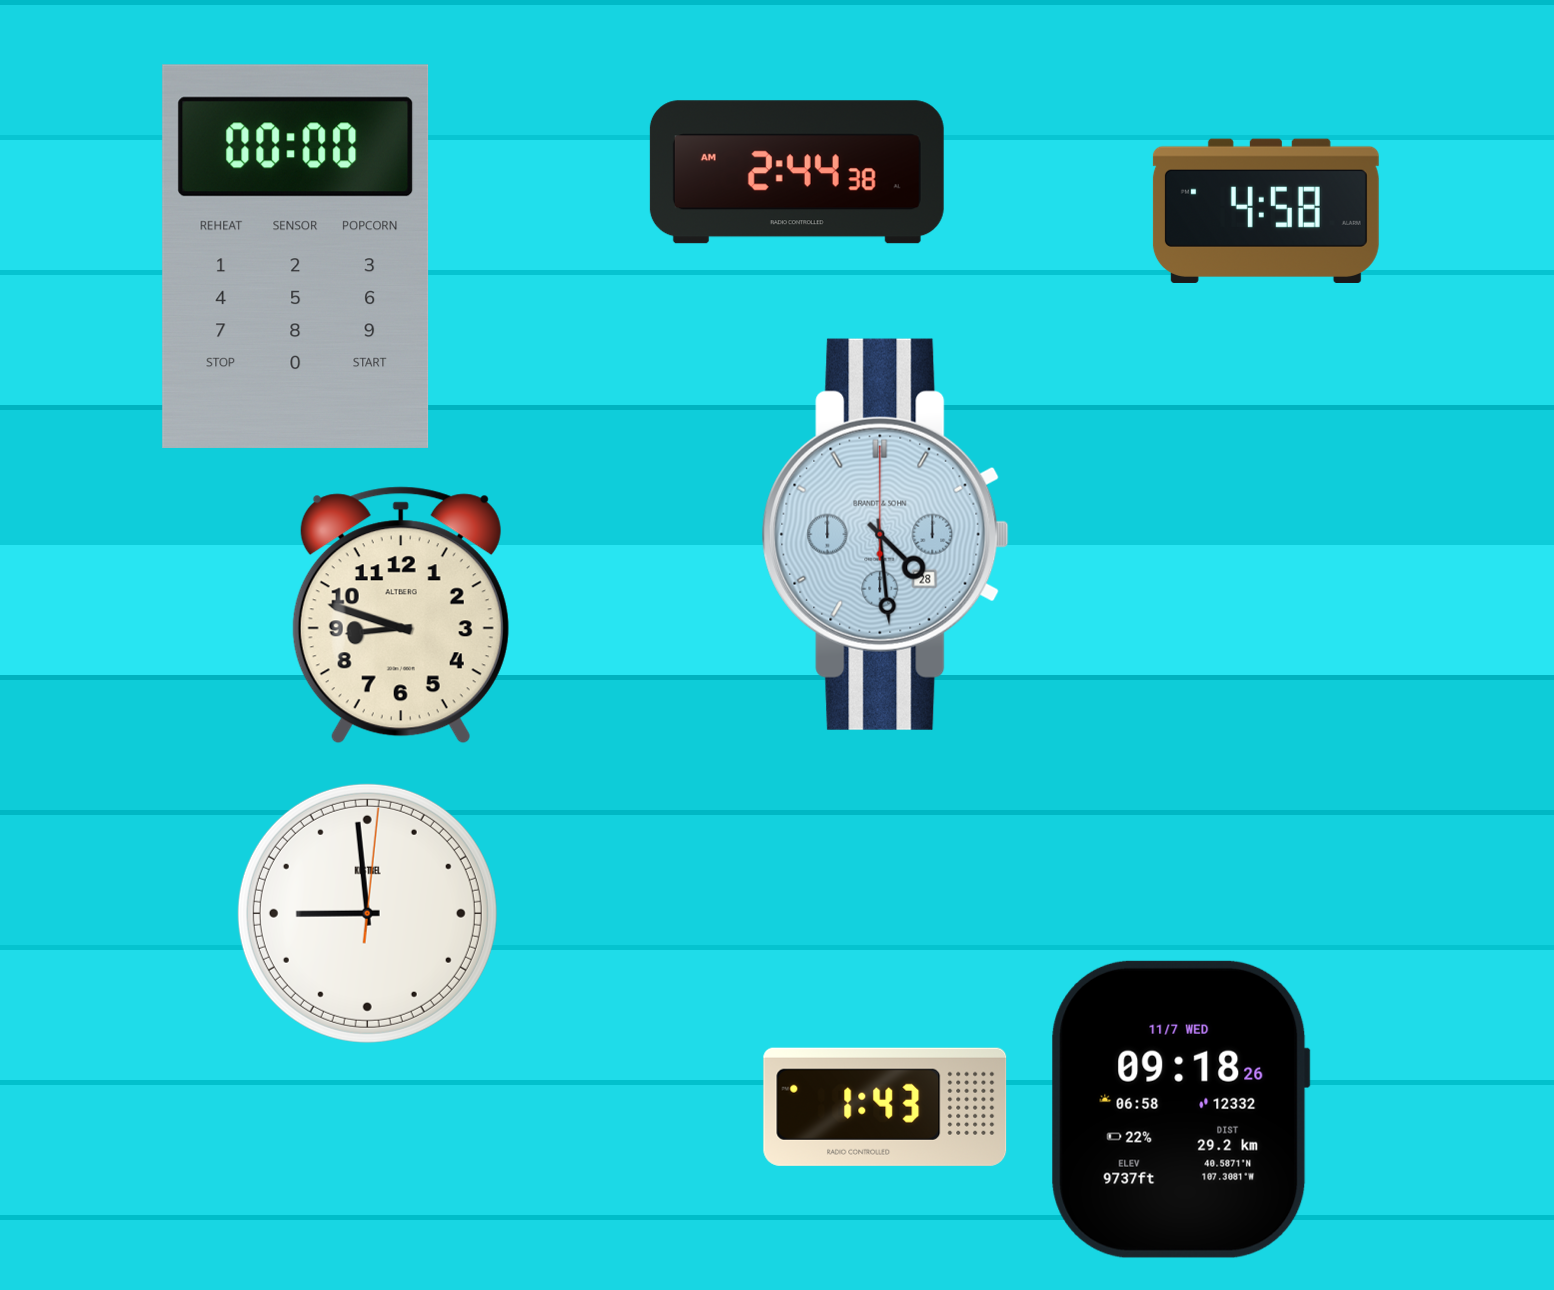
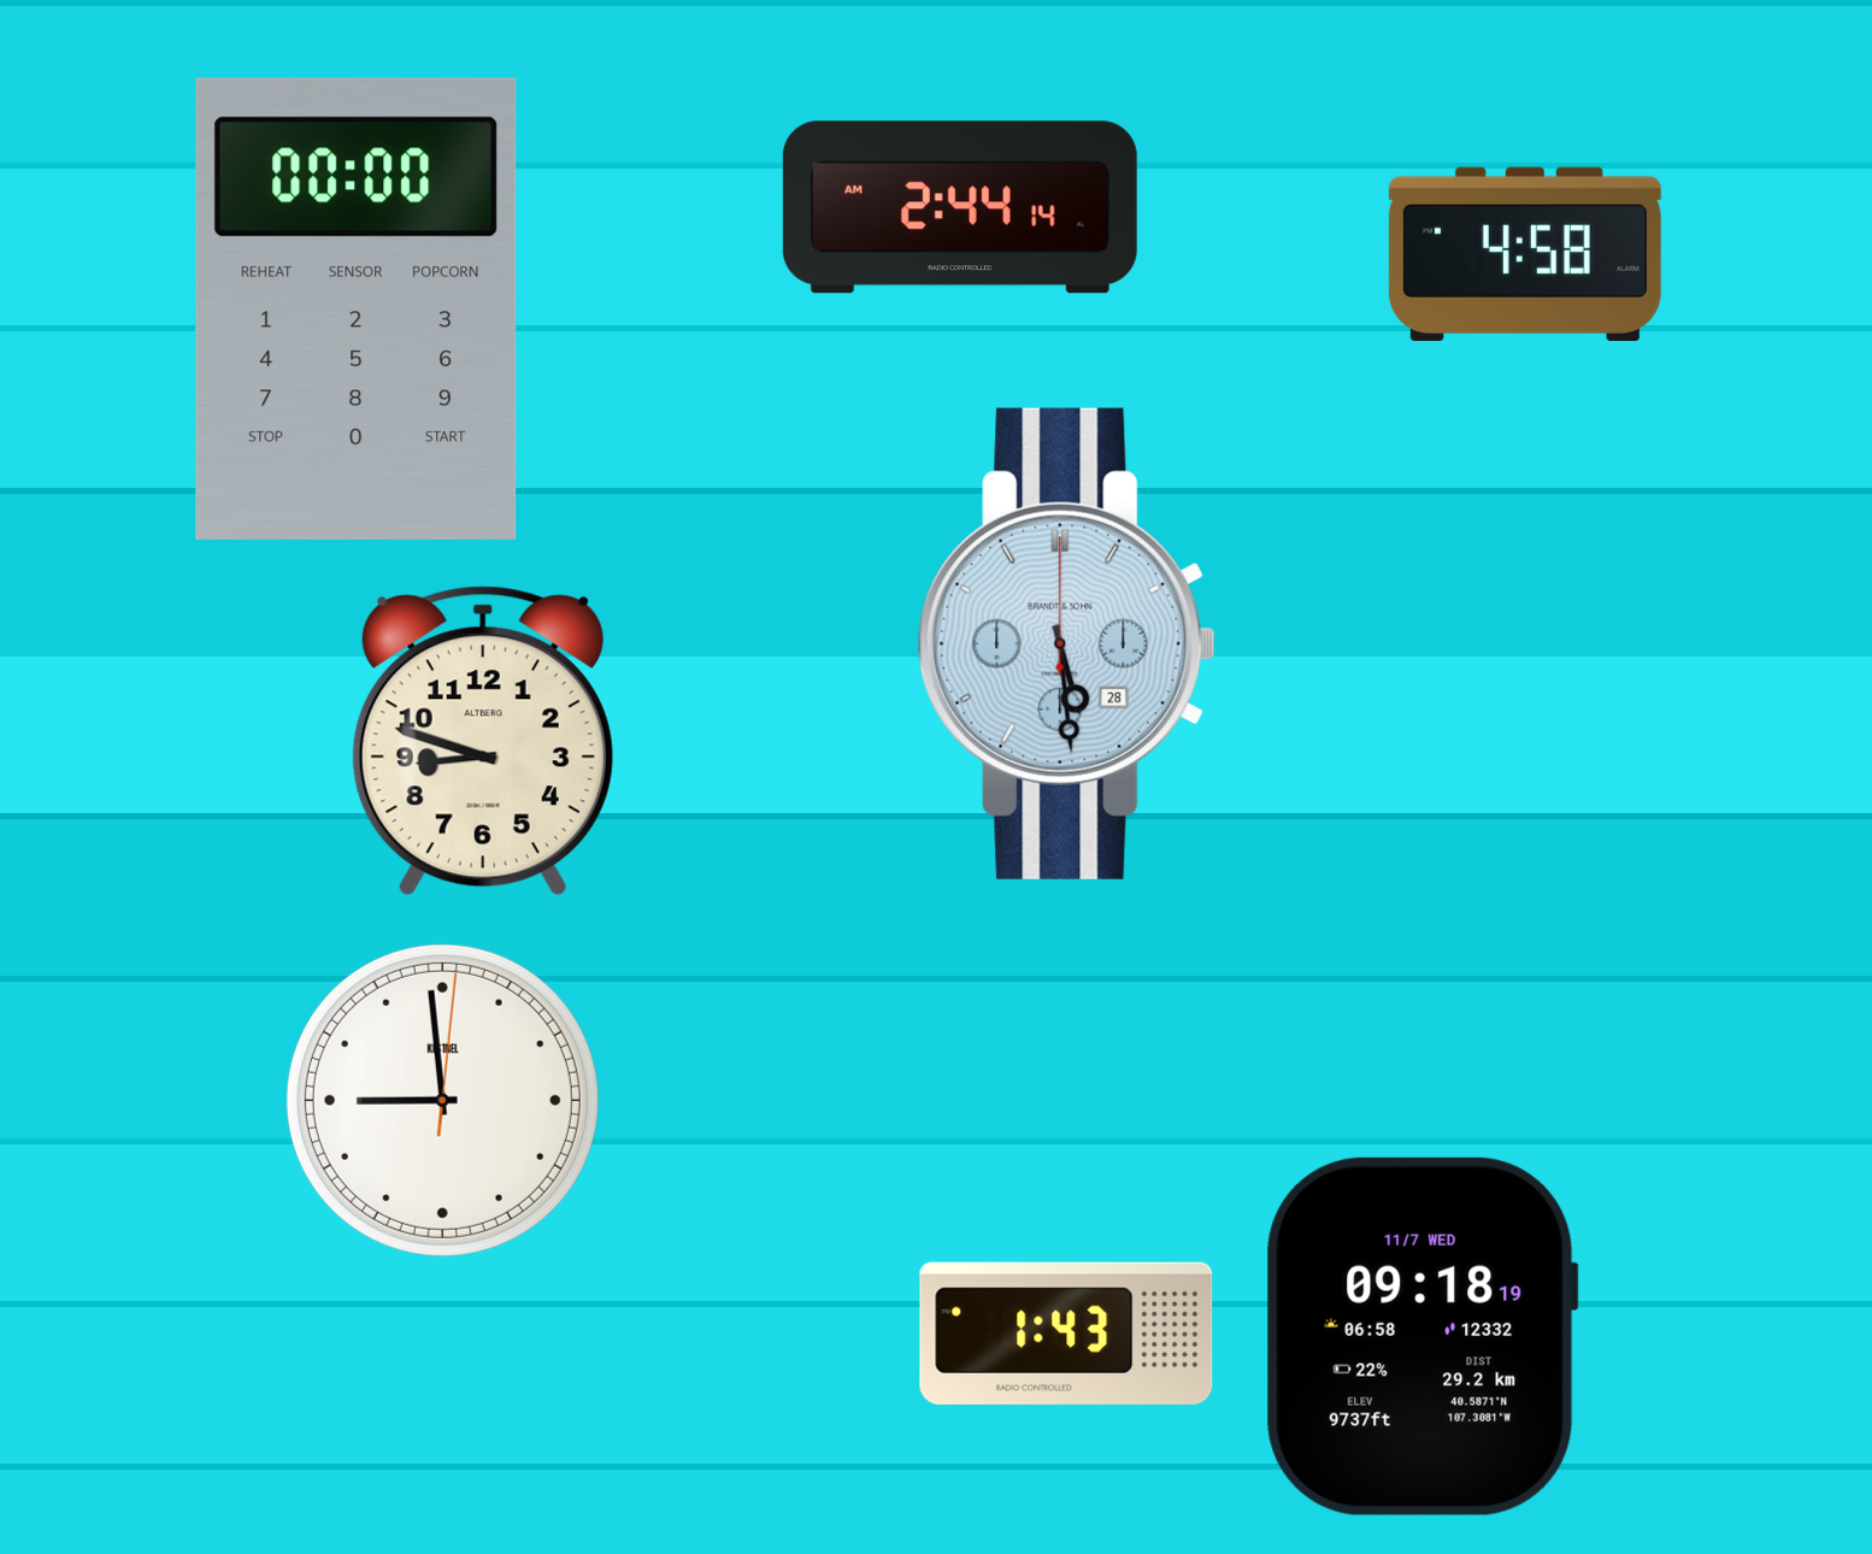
clock at (797, 172): 2:44:38 AM -> 2:44:14 AM
clock at (885, 534): 4:29 -> 5:29
clock at (1180, 1109): 09:18:26 -> 09:18:19
